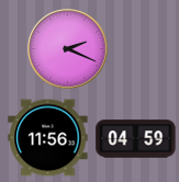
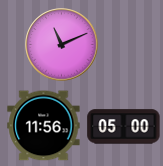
clock at (68, 49): 2:19 -> 11:11
clock at (136, 139): 04:59 -> 05:00
